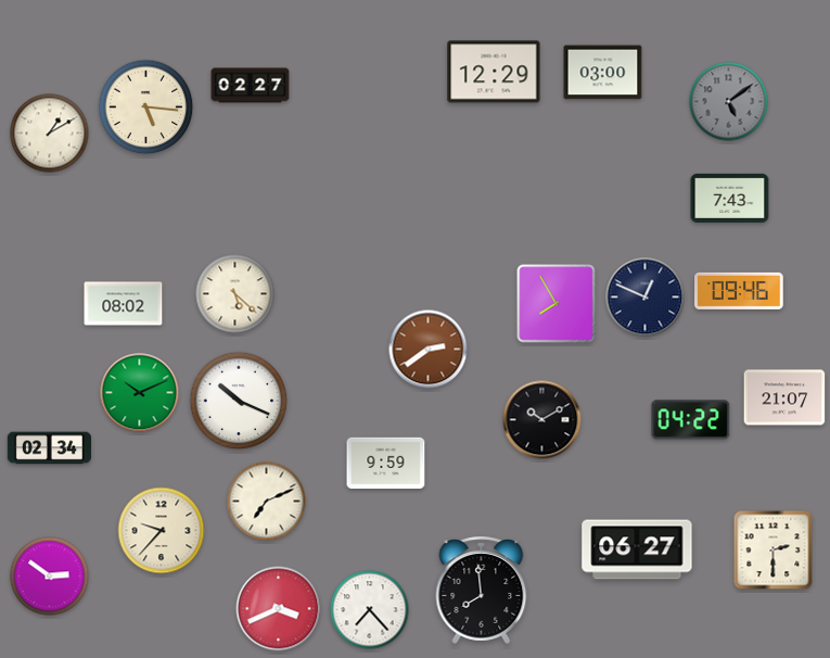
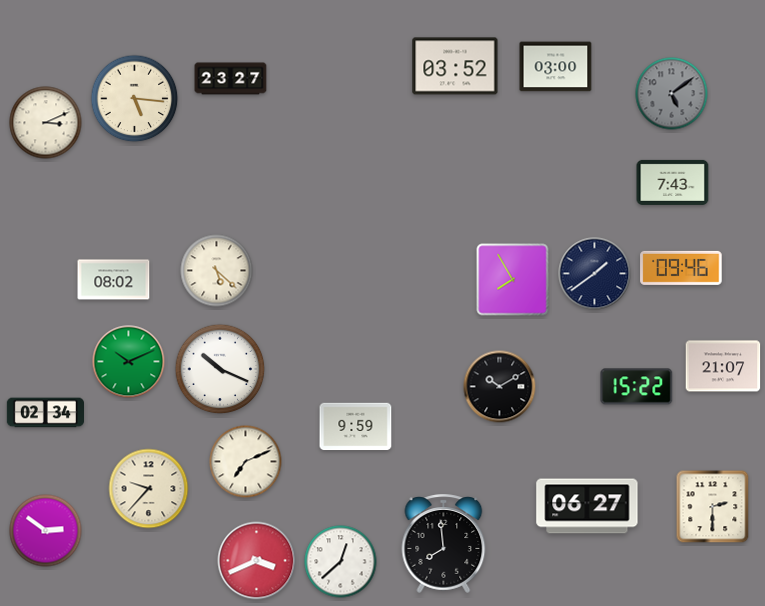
clock at (494, 72): 12:29 -> 03:52
clock at (251, 86): 02:27 -> 23:27
clock at (50, 134): 1:10 -> 3:11
clock at (646, 298): 12:49 -> 1:39
clock at (429, 350): 2:39 -> none
clock at (691, 420): 04:22 -> 15:22
clock at (370, 610): 7:23 -> 12:38
